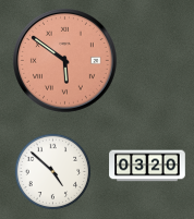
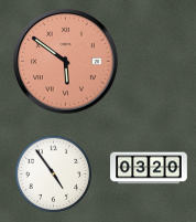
clock at (53, 172): 4:52 -> 4:54
